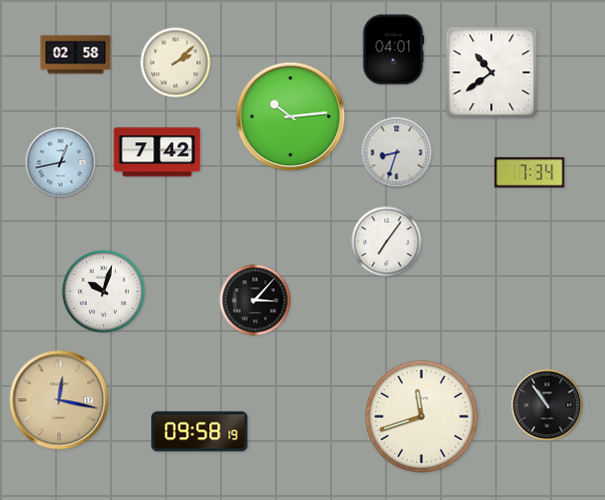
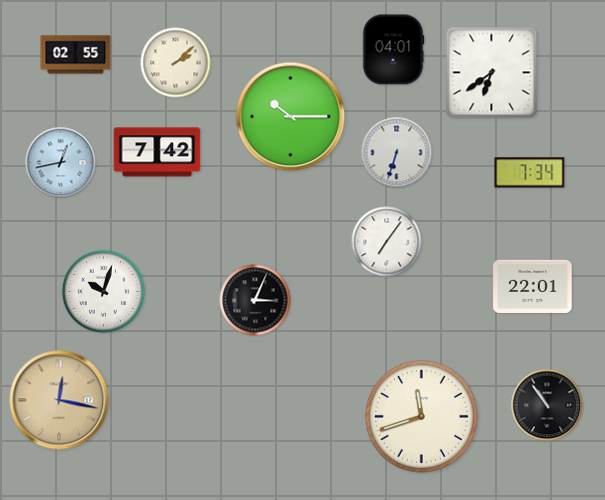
clock at (76, 55): 02:58 -> 02:55
clock at (492, 73): 10:39 -> 6:39
clock at (291, 117): 10:14 -> 10:15
clock at (397, 153): 8:33 -> 6:33
clock at (533, 286): none -> 22:01
clock at (255, 300): 3:07 -> 3:04
clock at (200, 432): 09:58 -> none
